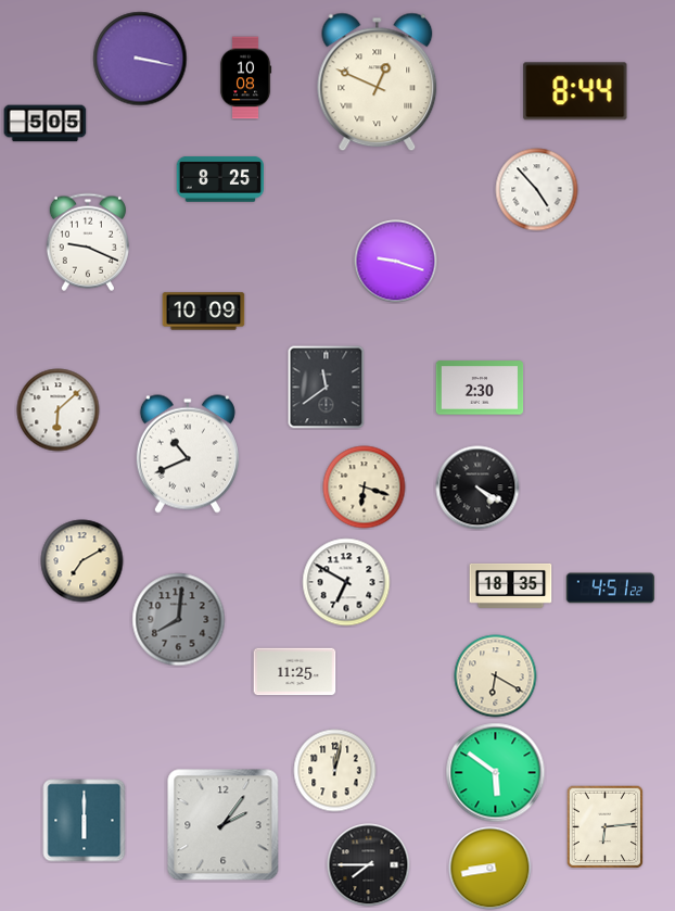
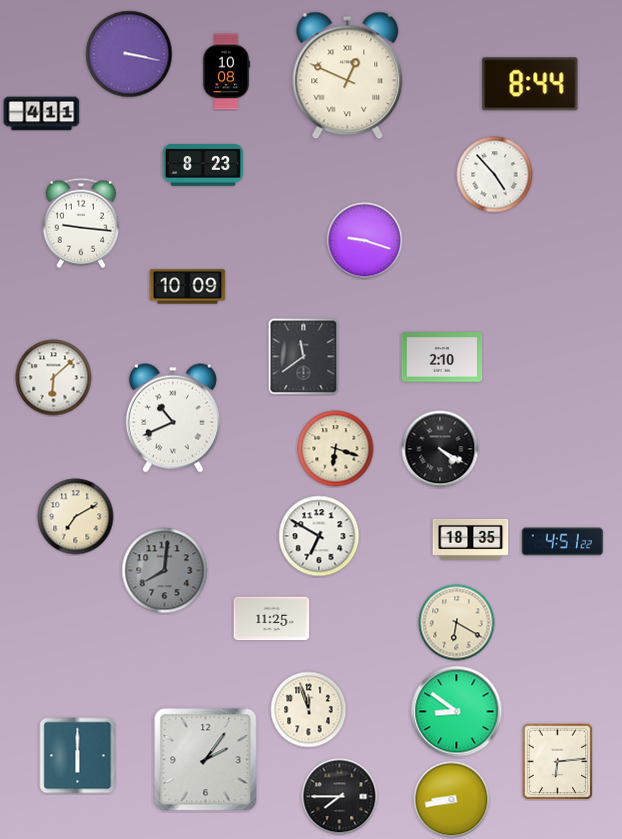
clock at (46, 124): 5:05 -> 4:11
clock at (219, 180): 8:25 -> 8:23
clock at (88, 242): 9:19 -> 9:16
clock at (327, 388) position: (327, 388) -> (304, 357)
clock at (480, 388): 2:30 -> 2:10
clock at (335, 771): 12:02 -> 11:57
clock at (496, 773): 5:51 -> 8:51
